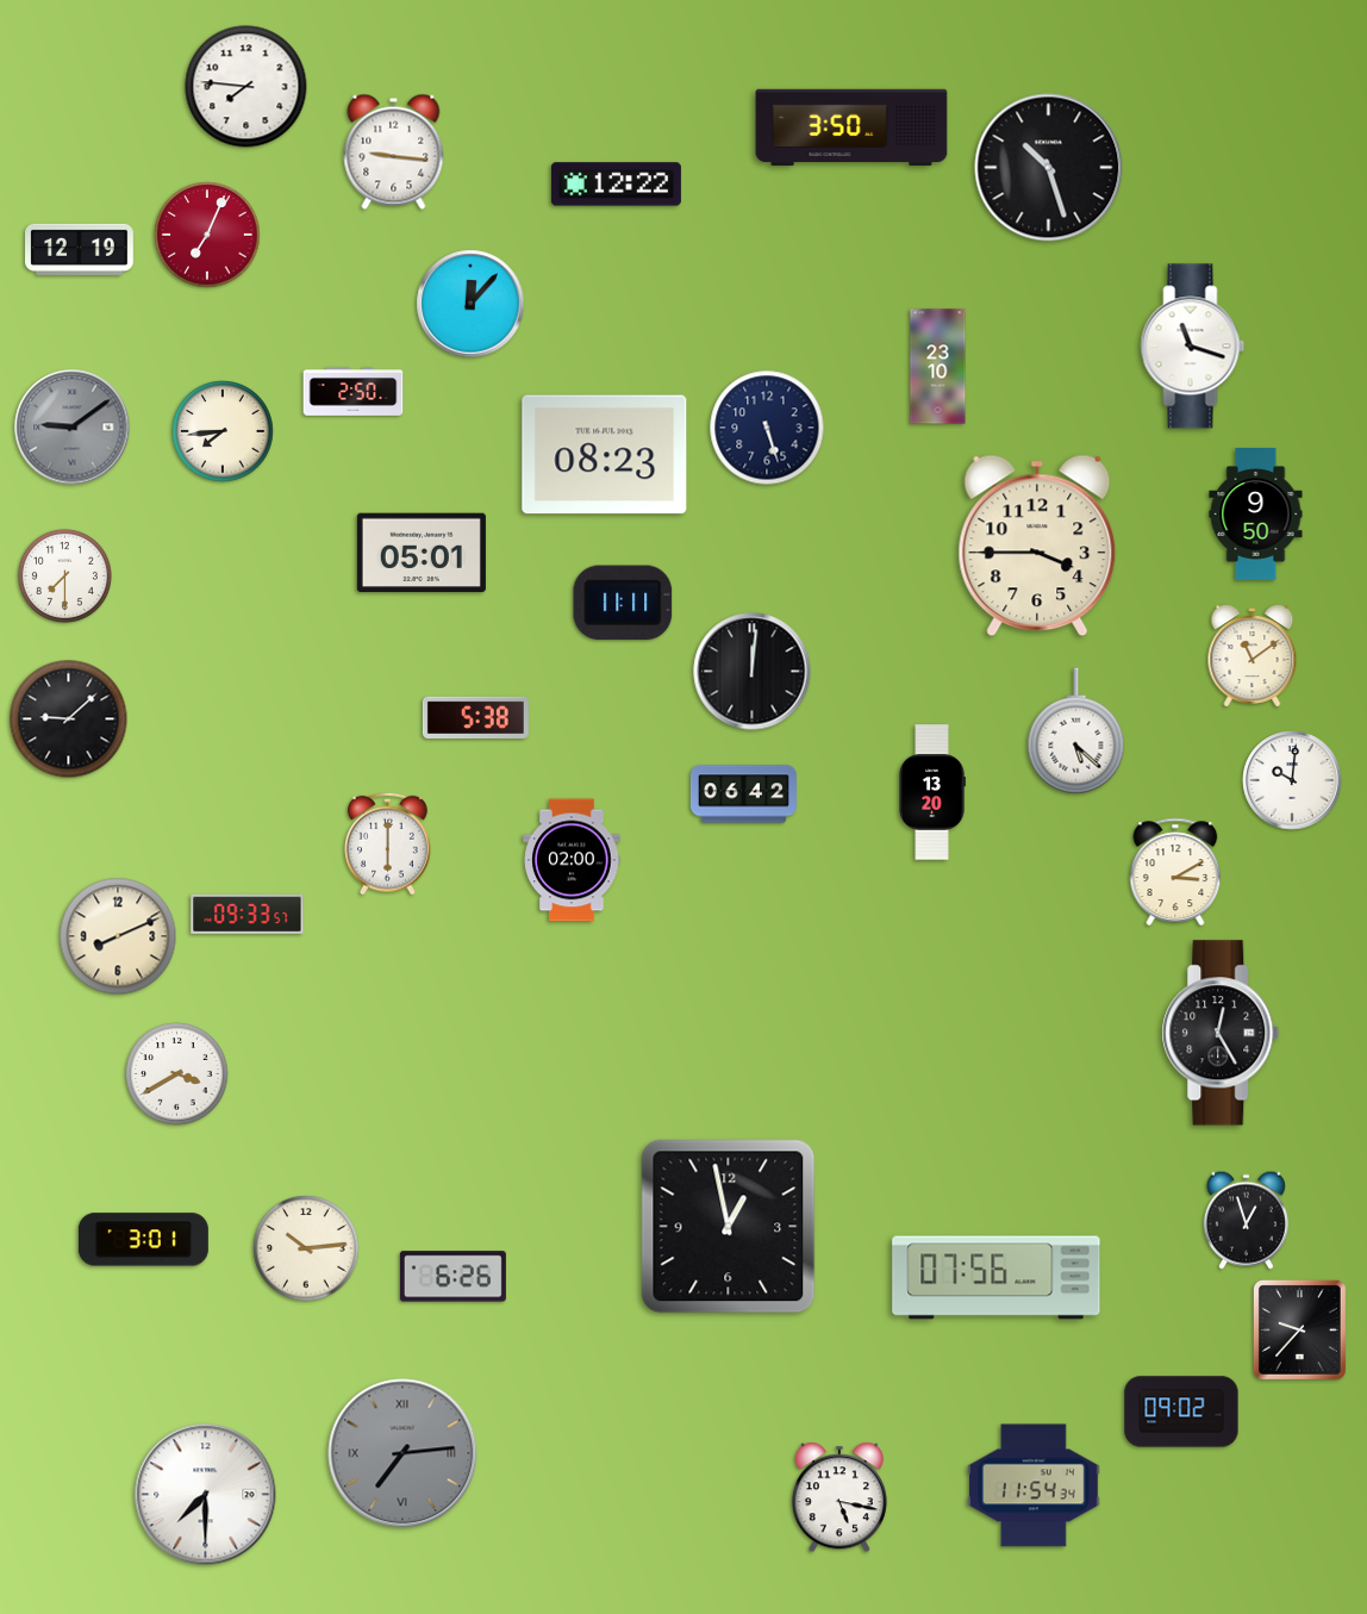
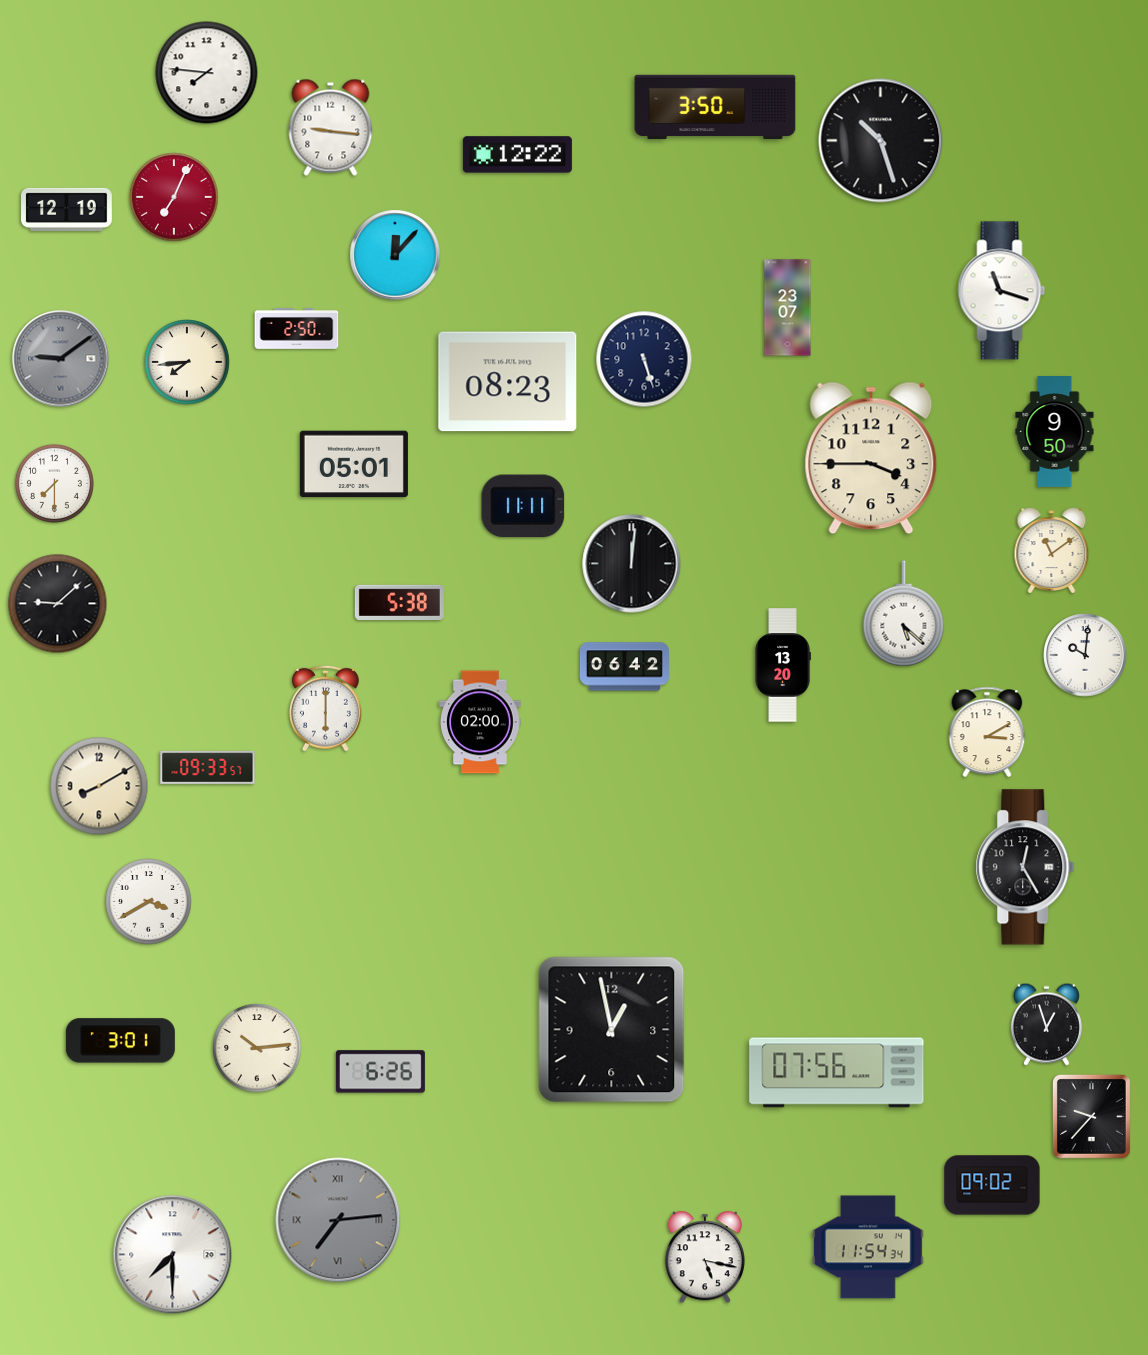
clock at (938, 367): 23:10 -> 23:07
clock at (118, 936): 8:11 -> 8:10
